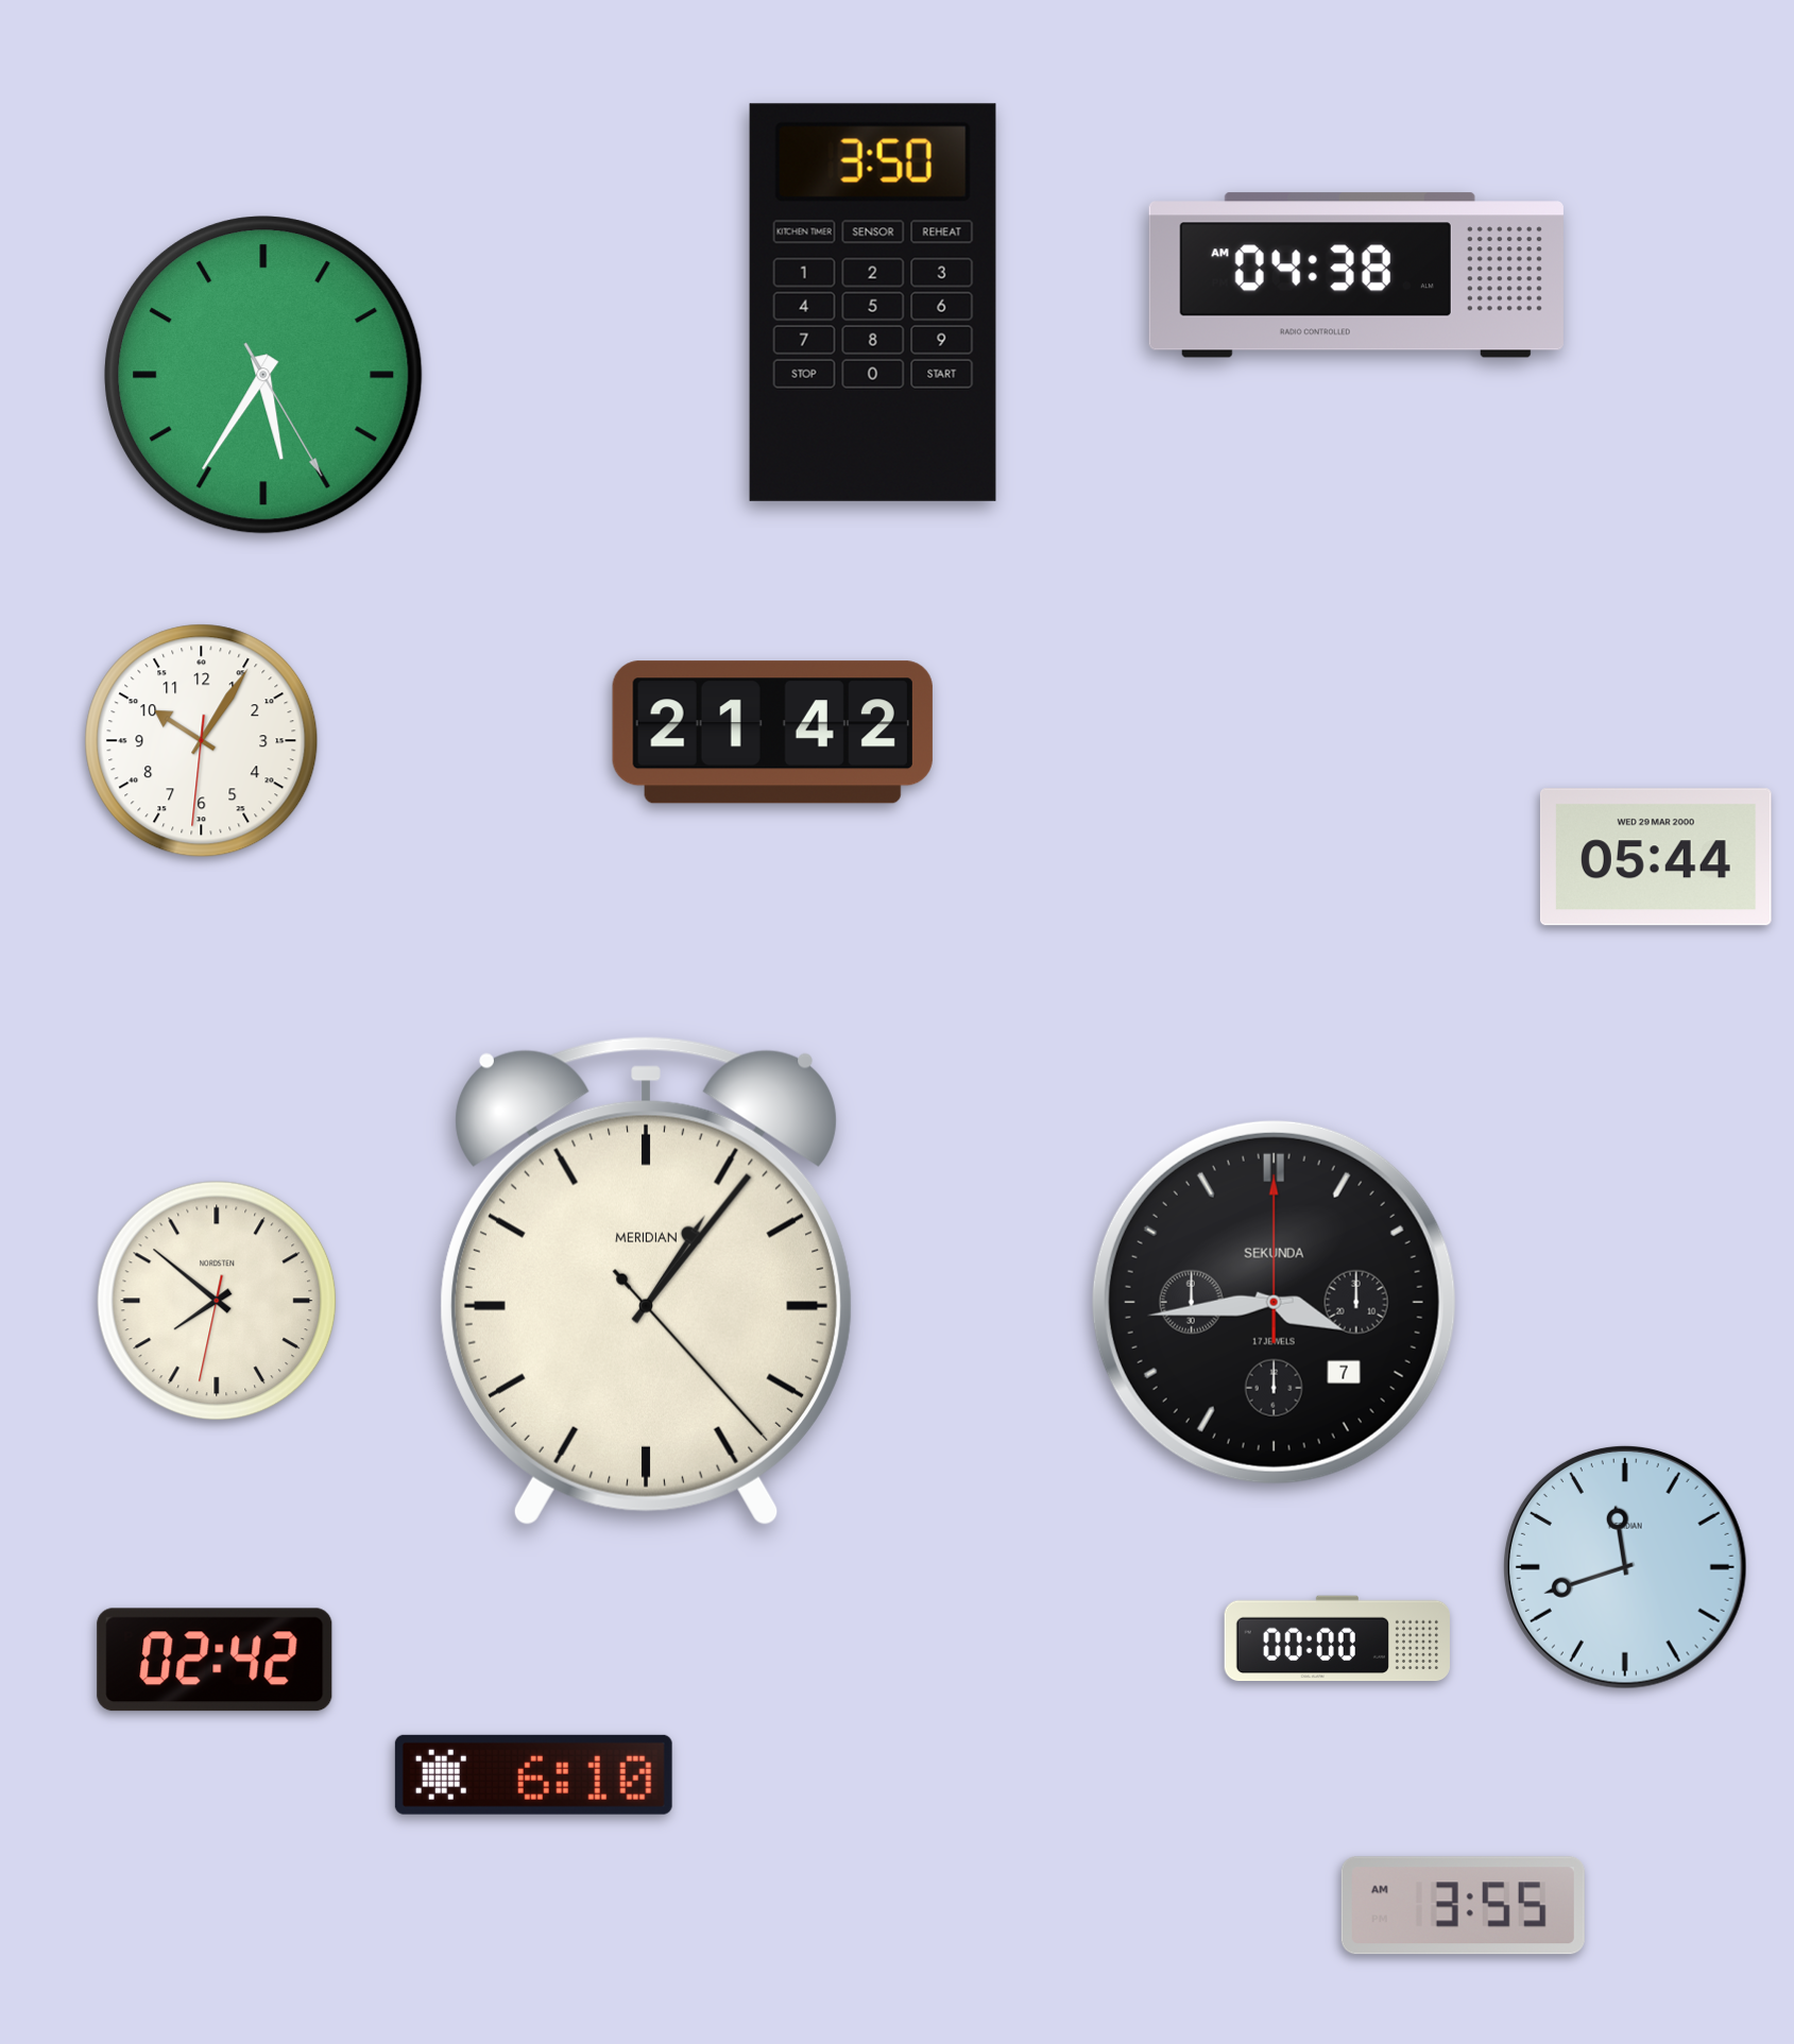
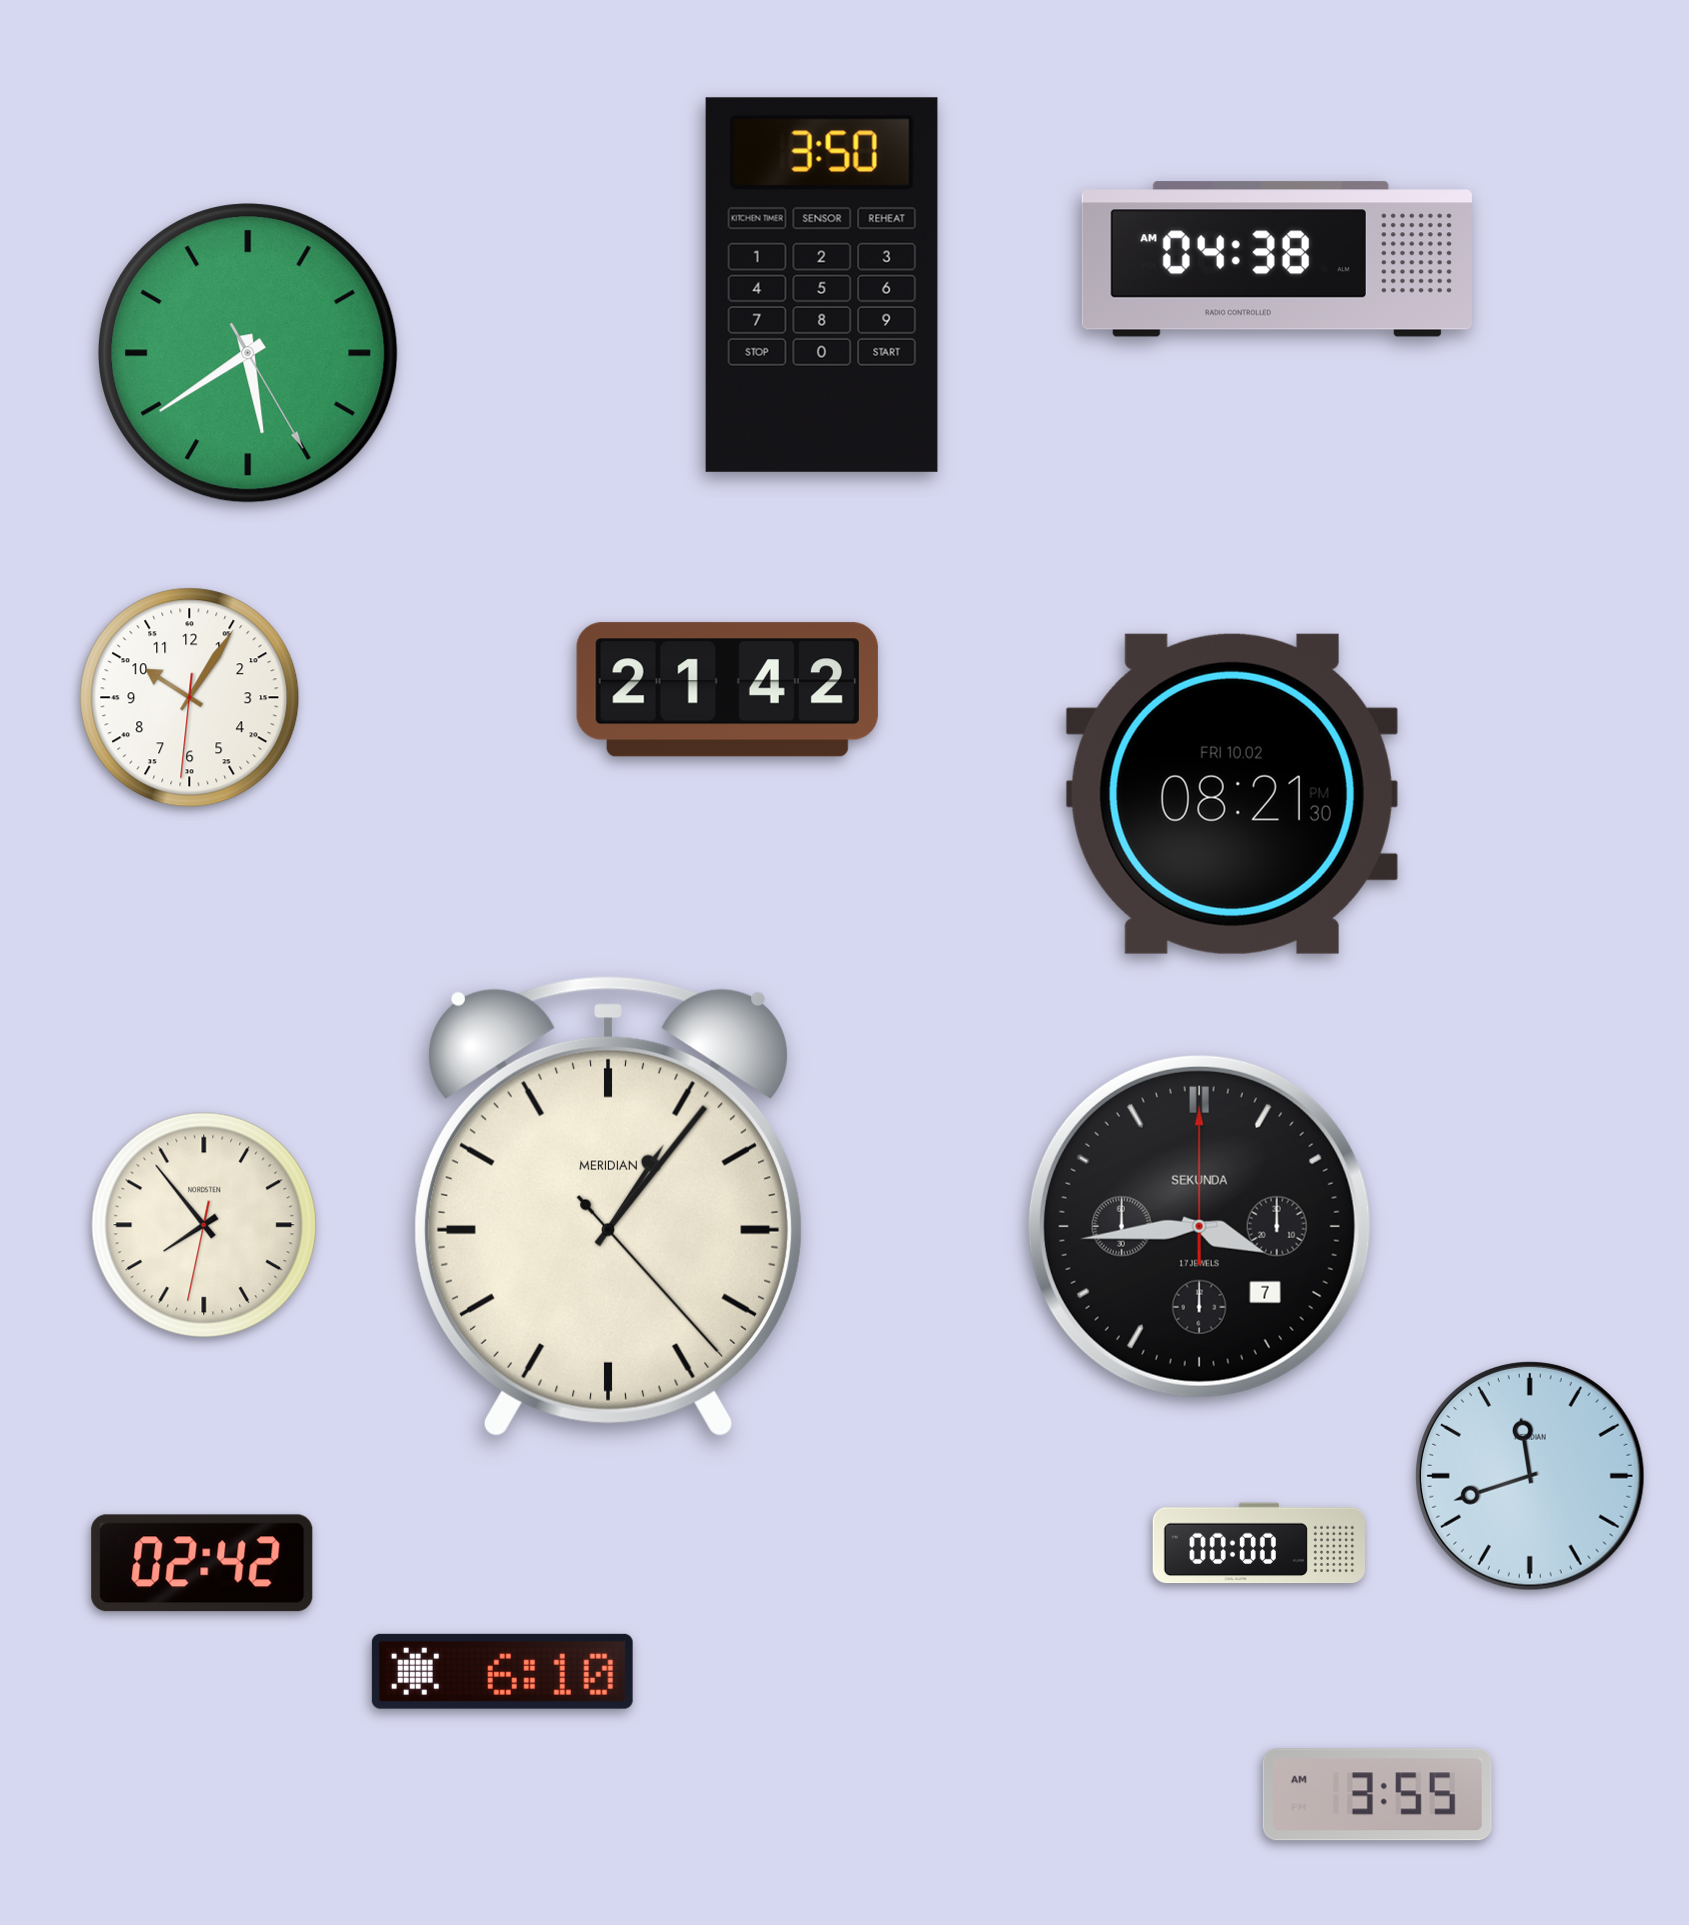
clock at (263, 375): 5:35 -> 5:39
clock at (1232, 794): none -> 08:21
clock at (1656, 857): 05:44 -> none
clock at (217, 1301): 7:51 -> 7:53
